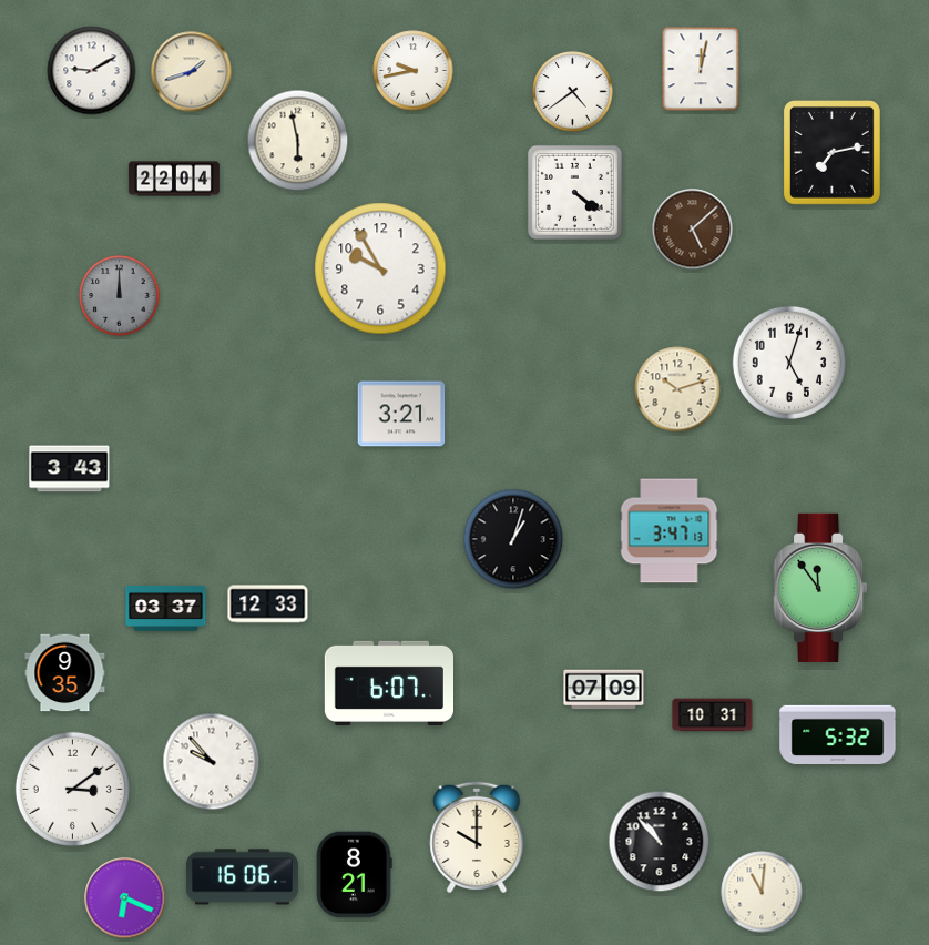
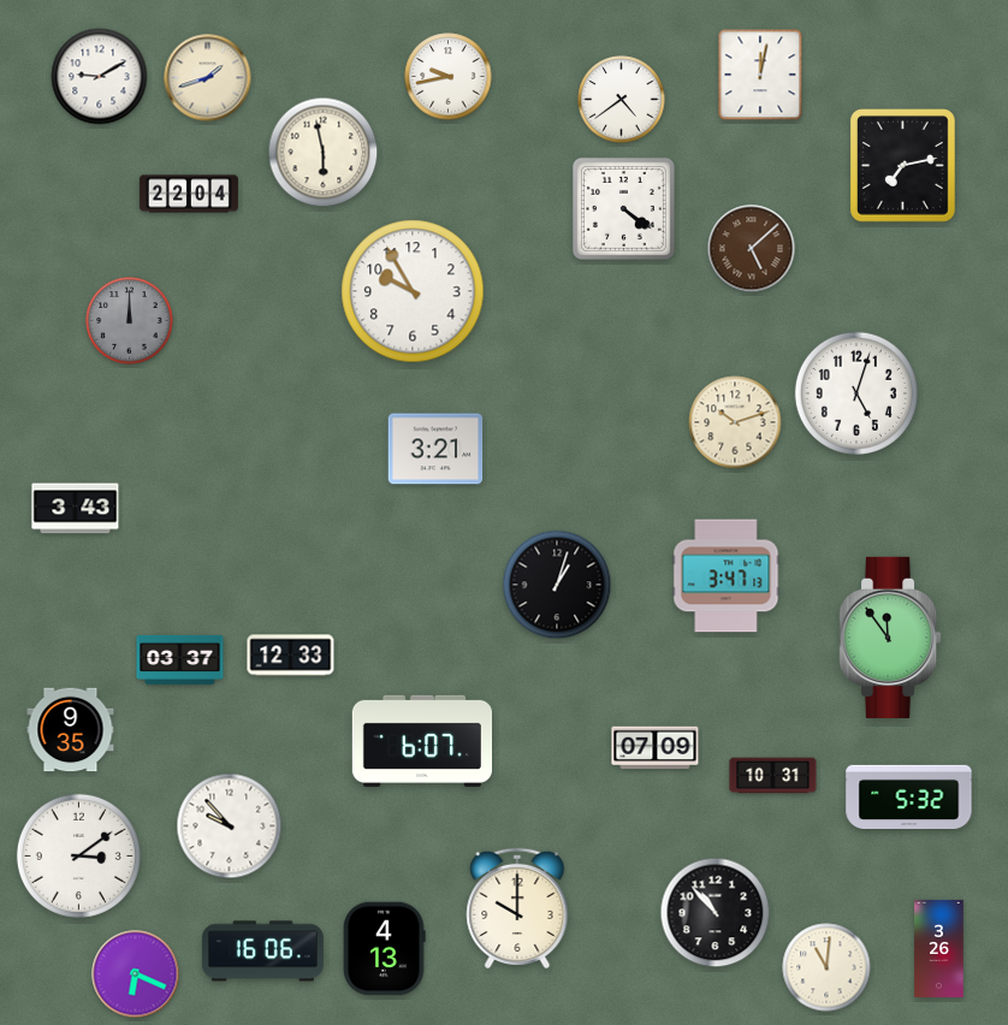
clock at (939, 948): none -> 3:26
clock at (354, 875): 8:21 -> 4:13
